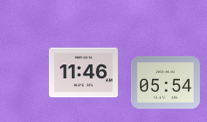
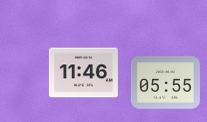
clock at (165, 83): 05:54 -> 05:55
